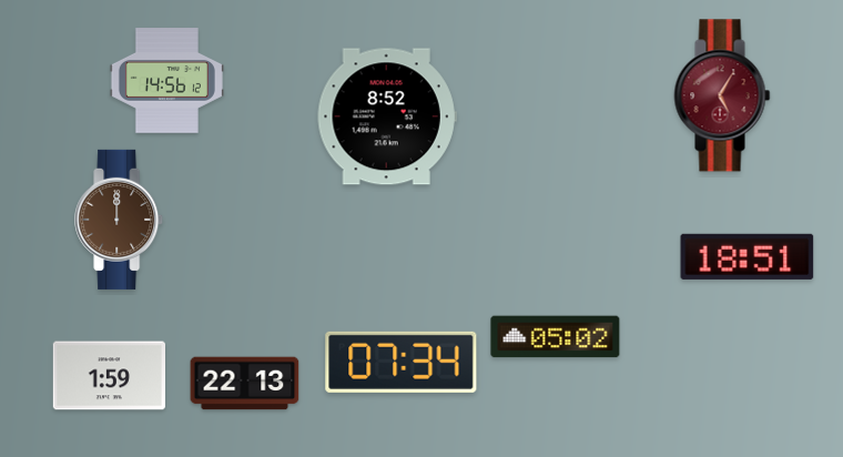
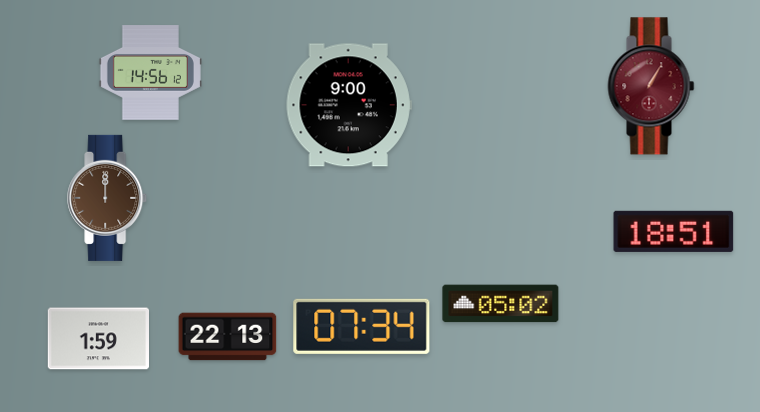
clock at (722, 95): 5:05 -> 1:05
clock at (387, 116): 8:52 -> 9:00
clock at (245, 384) position: (245, 384) -> (228, 337)
